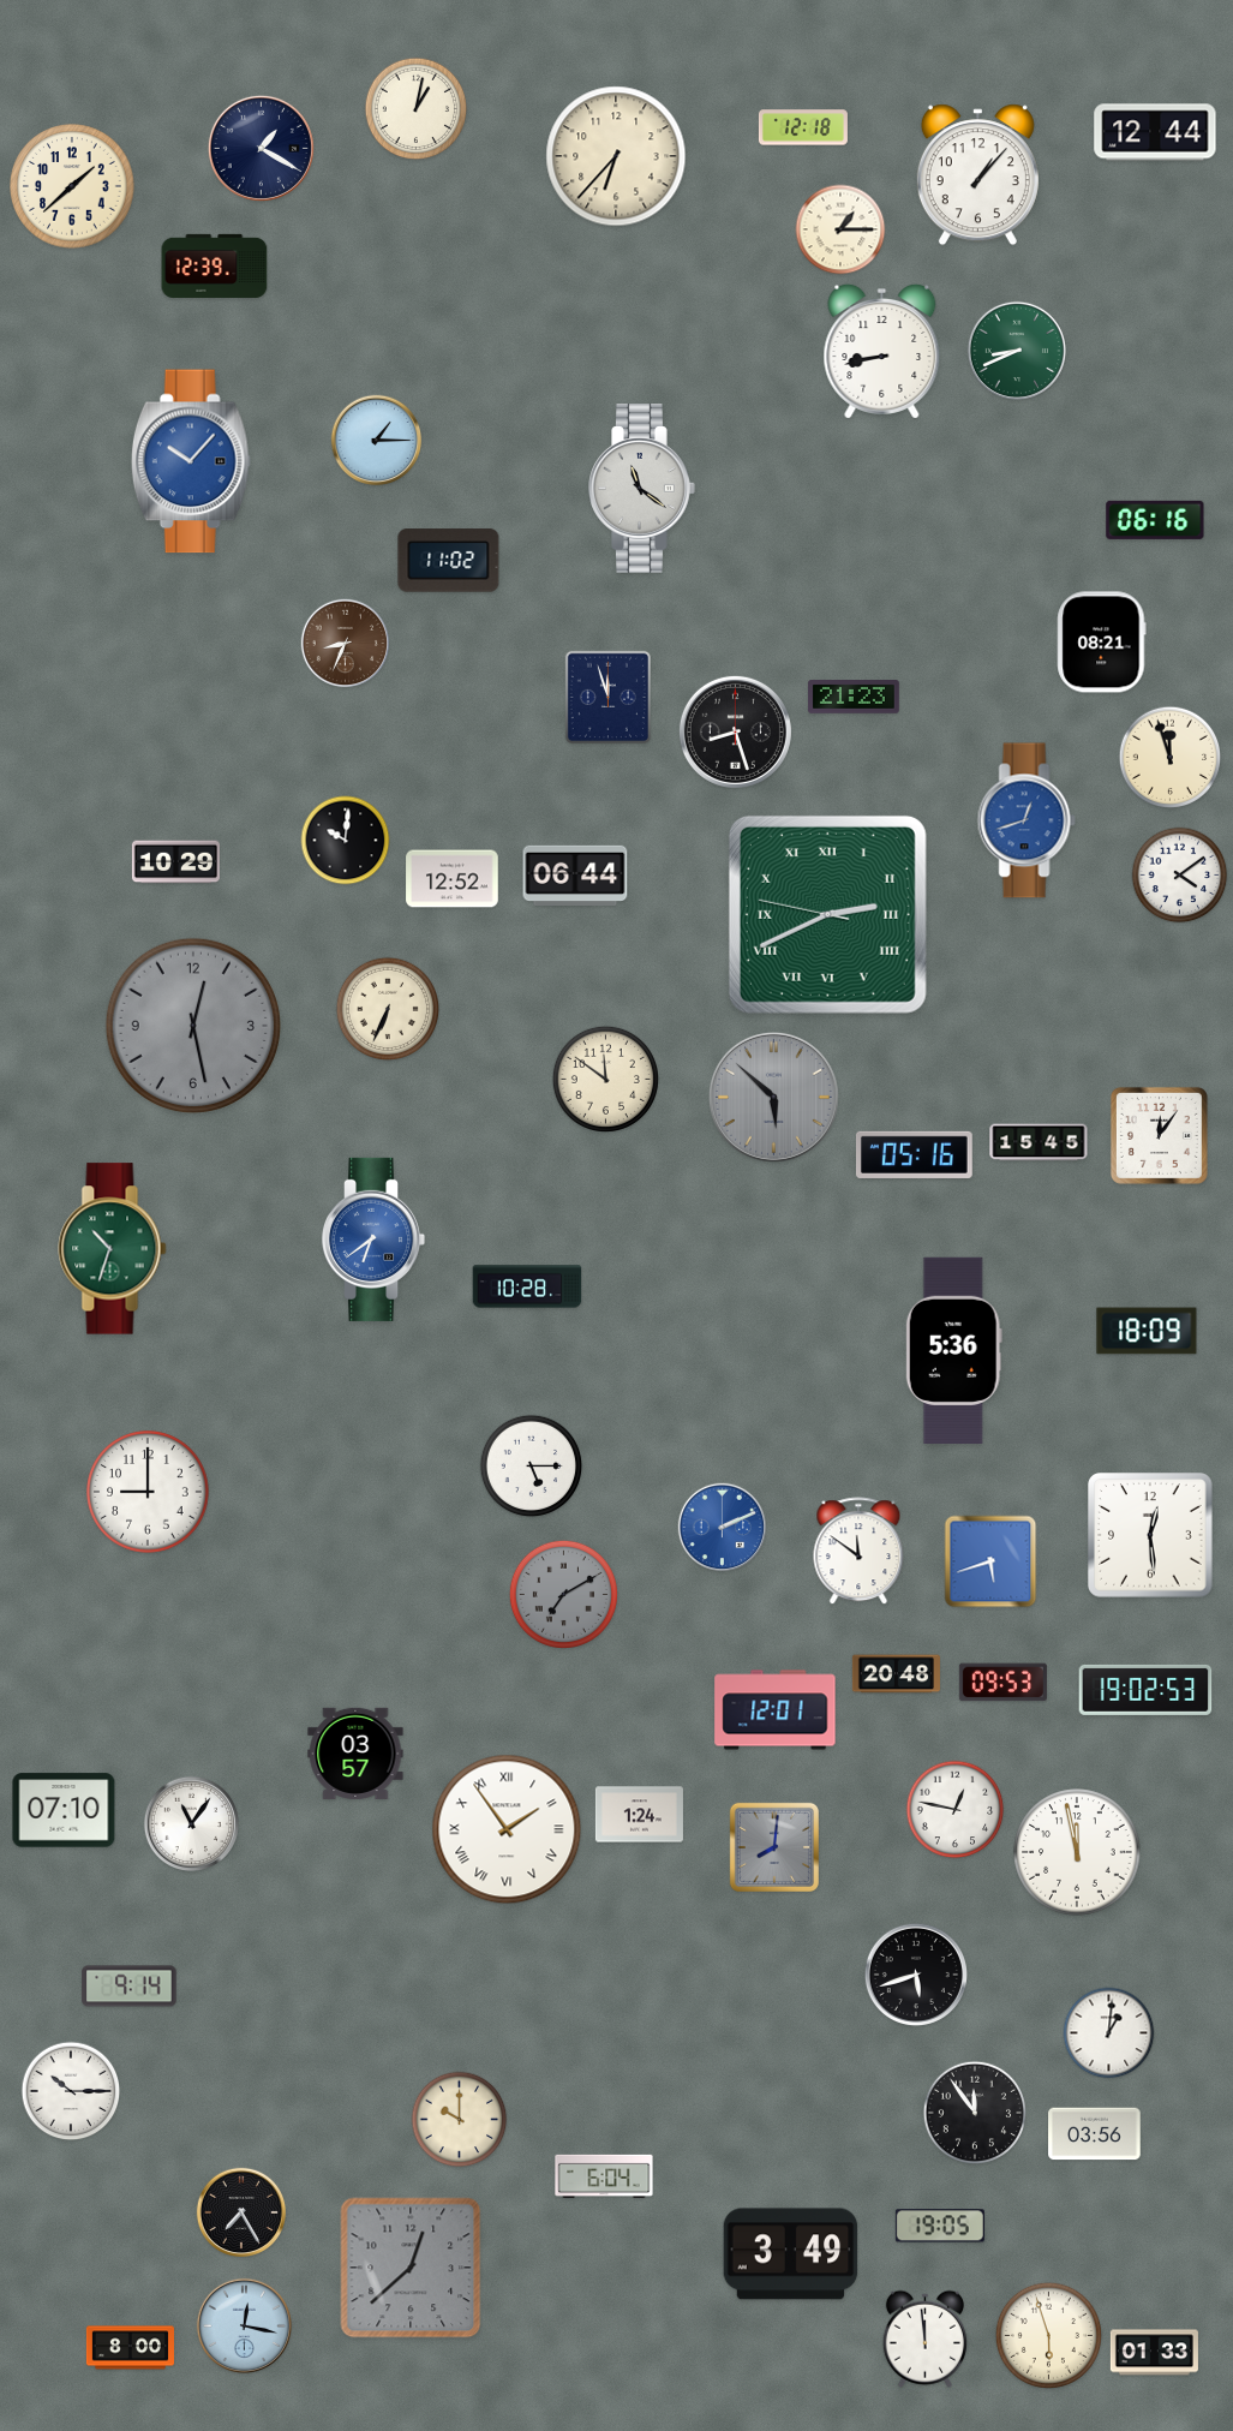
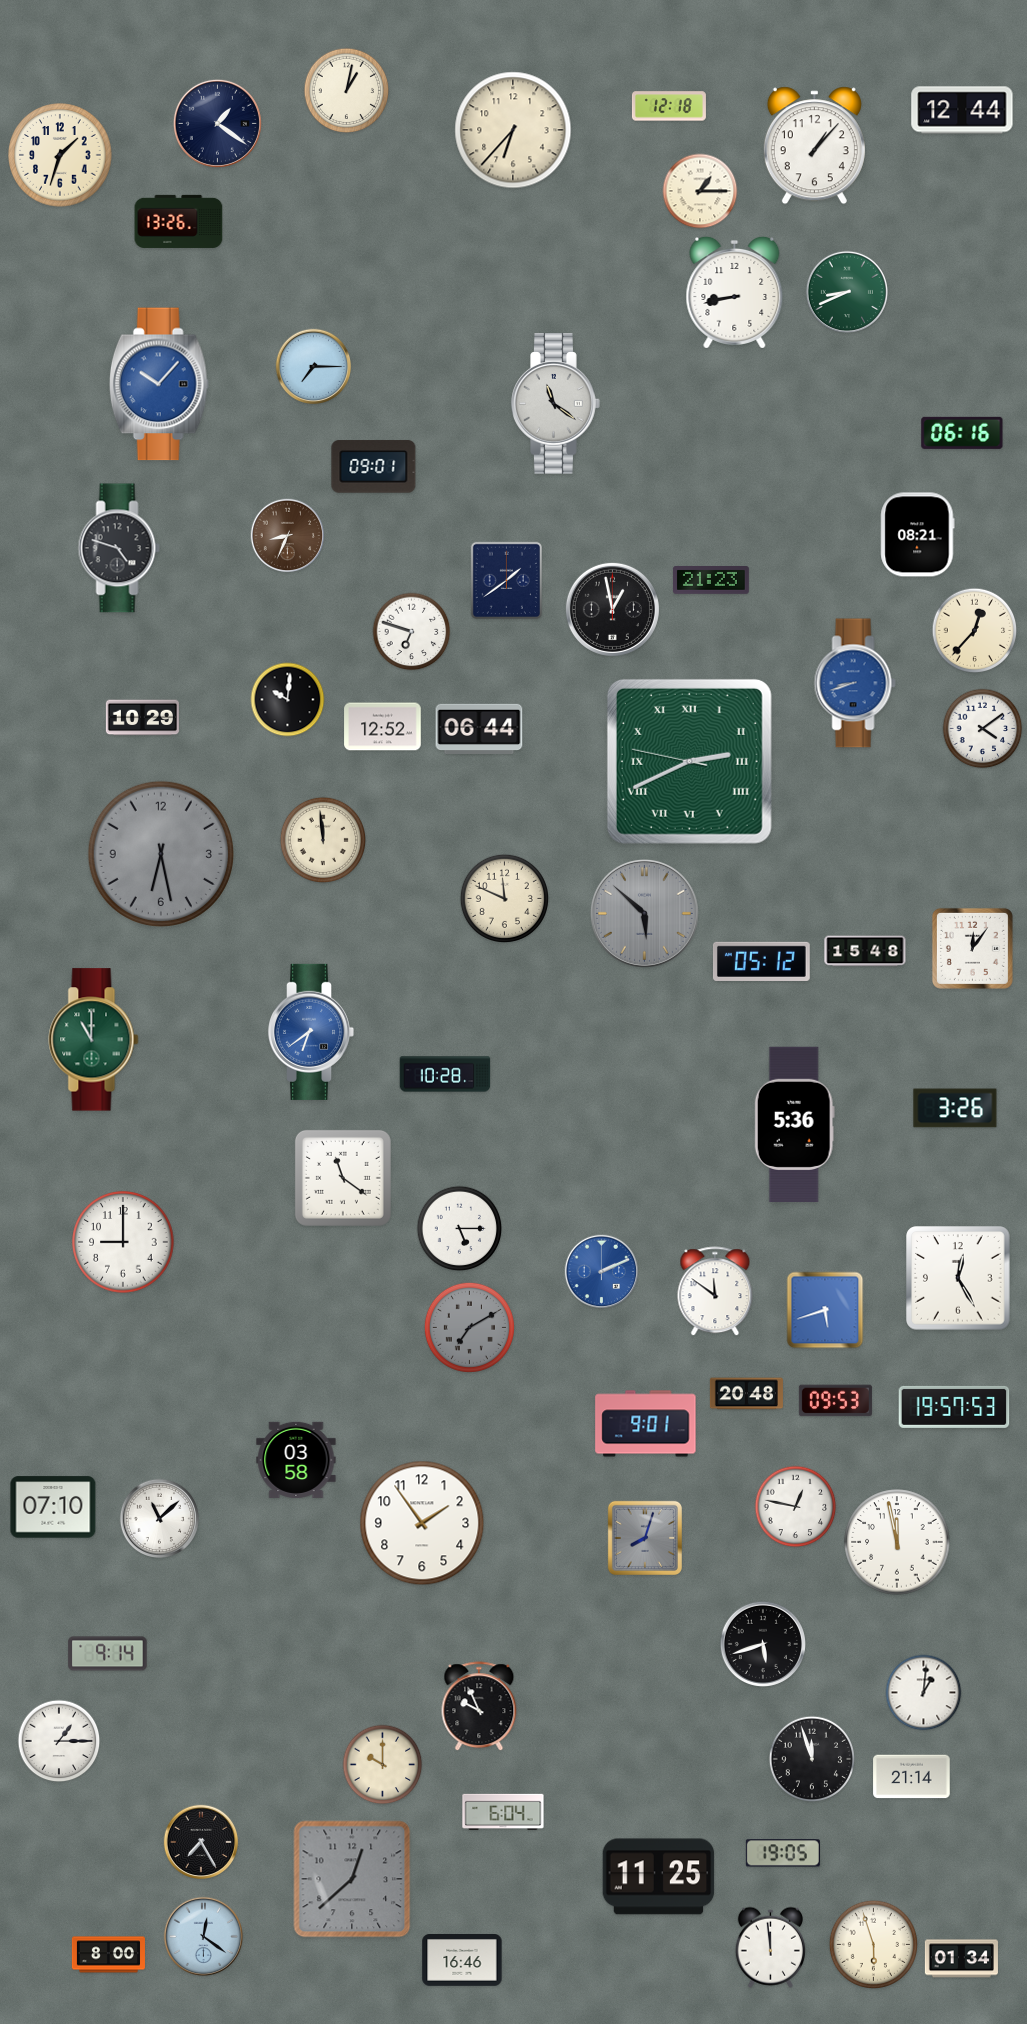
clock at (261, 148): 1:20 -> 1:21
clock at (72, 186): 1:38 -> 1:33
clock at (215, 265): 12:39 -> 13:26
clock at (377, 441): 1:15 -> 7:15
clock at (642, 489) position: (642, 489) -> (556, 404)
clock at (449, 561): 11:02 -> 09:01
clock at (119, 548): none -> 4:48
clock at (607, 697): 11:57 -> 1:39
clock at (735, 731): 8:27 -> 12:58
clock at (1171, 758): 11:57 -> 12:37
clock at (412, 632): none -> 6:48
clock at (1026, 820): 12:42 -> 8:42
clock at (175, 862) position: (175, 862) -> (142, 718)
clock at (453, 879) position: (453, 879) -> (383, 727)
clock at (388, 1009): 6:34 -> 11:59
clock at (193, 1026): 12:28 -> 6:28
clock at (605, 1079): 11:51 -> 11:49
clock at (1159, 1135) position: (1159, 1135) -> (972, 948)
clock at (1039, 1142): 15:45 -> 15:48
clock at (914, 1154): 05:16 -> 05:12
clock at (113, 1249): 10:33 -> 11:00
clock at (527, 1286) position: (527, 1286) -> (445, 1074)
clock at (1147, 1331): 18:09 -> 3:26
clock at (343, 1178): none -> 11:21
clock at (532, 1467) position: (532, 1467) -> (460, 1229)
clock at (1150, 1535): 12:29 -> 12:25
clock at (990, 1561) position: (990, 1561) -> (825, 1310)
clock at (1145, 1690): 19:02 -> 19:57
clock at (776, 1710): 12:01 -> 9:01
clock at (355, 1754): 03:57 -> 03:58
clock at (639, 1815): 1:24 -> none
clock at (191, 1823): 11:06 -> 11:08
clock at (507, 1829) numerals: Roman -> Arabic
clock at (774, 1847): 8:01 -> 8:03
clock at (479, 1707): none -> 9:56
clock at (71, 2091): 10:15 -> 1:15
clock at (975, 2113): 11:54 -> 11:57
clock at (1095, 2134): 03:56 -> 21:14
clock at (791, 2254): 3:49 -> 11:25
clock at (411, 2268) position: (411, 2268) -> (352, 1879)
clock at (244, 2325): 12:17 -> 12:21
clock at (1154, 2353): 01:33 -> 01:34
clock at (462, 1961): none -> 16:46
